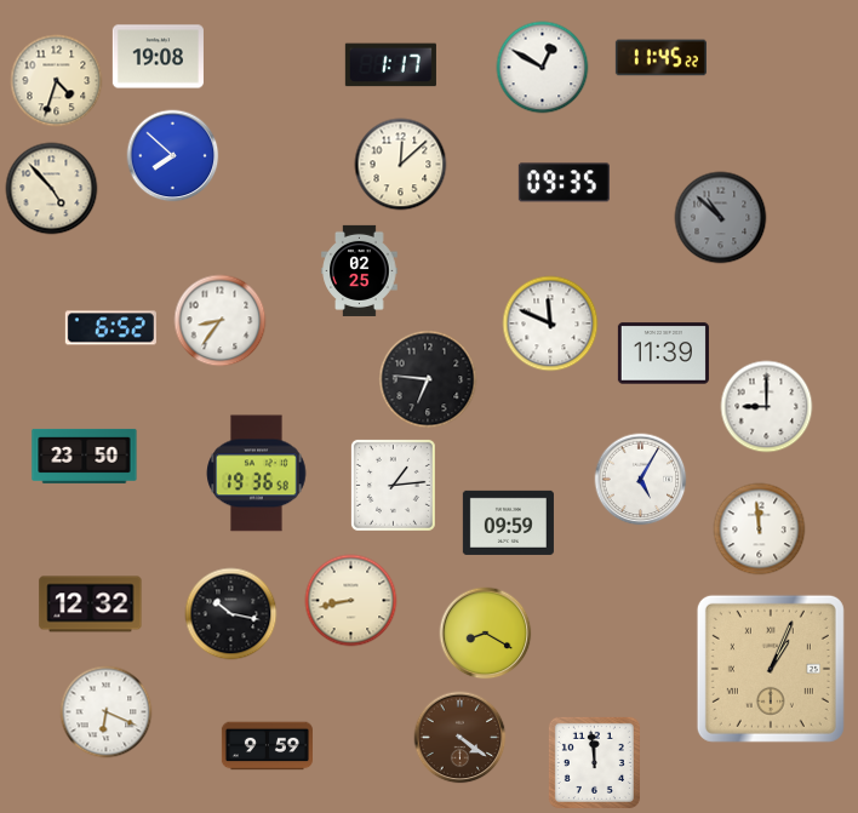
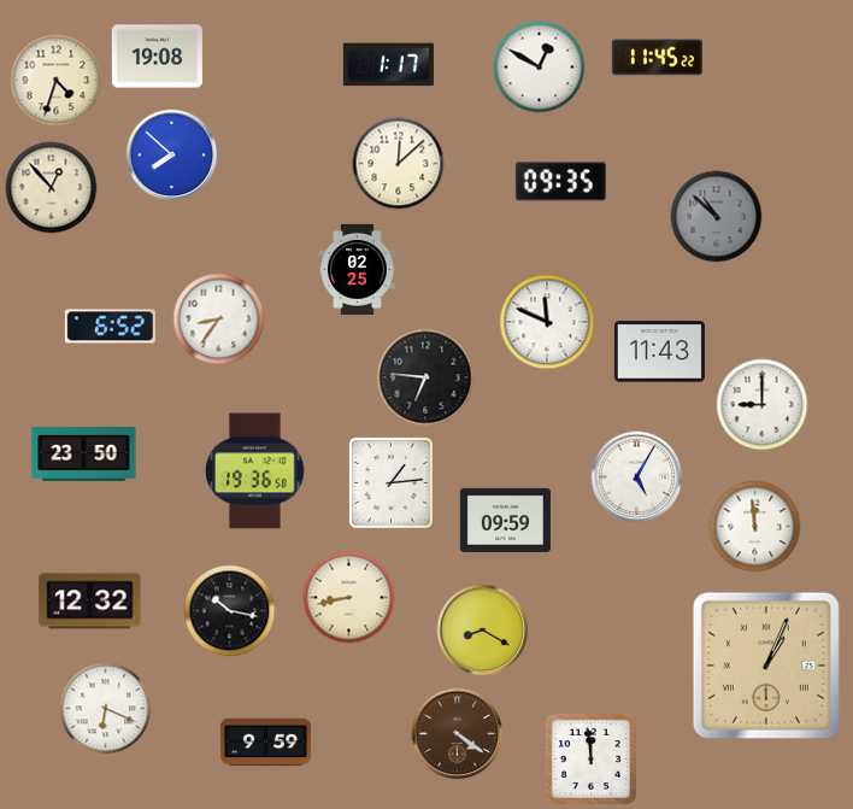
clock at (52, 189): 4:53 -> 12:53
clock at (663, 354): 11:39 -> 11:43
